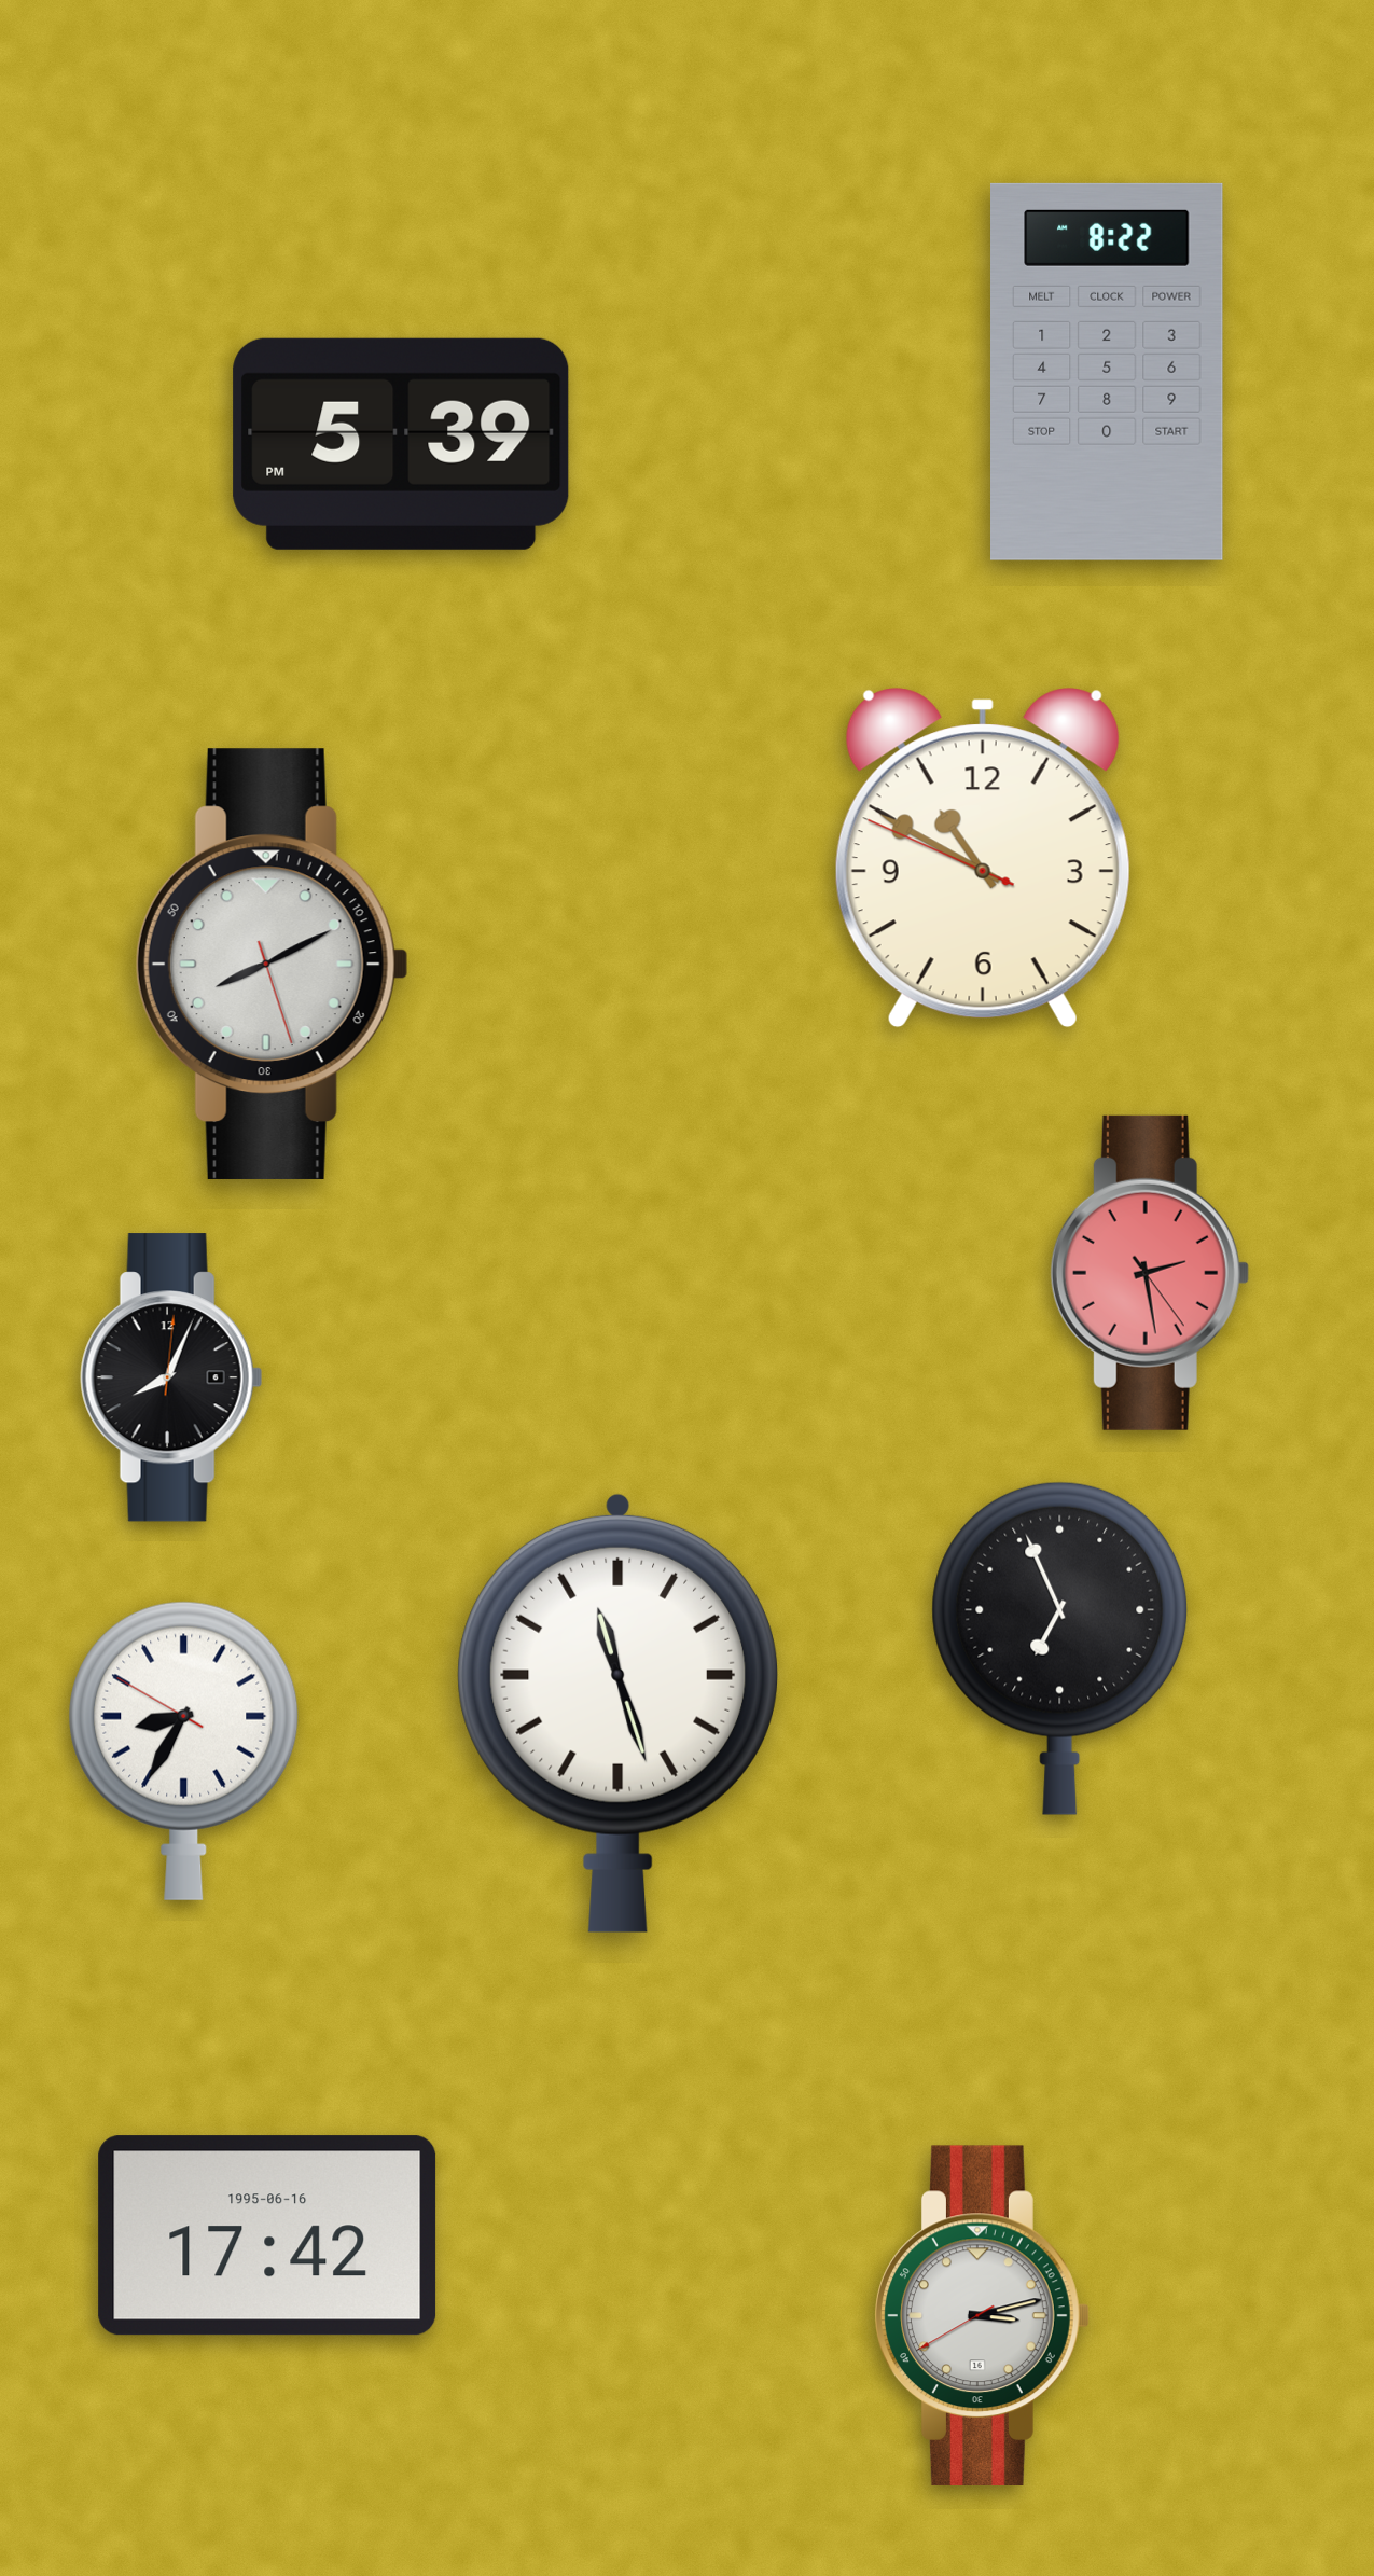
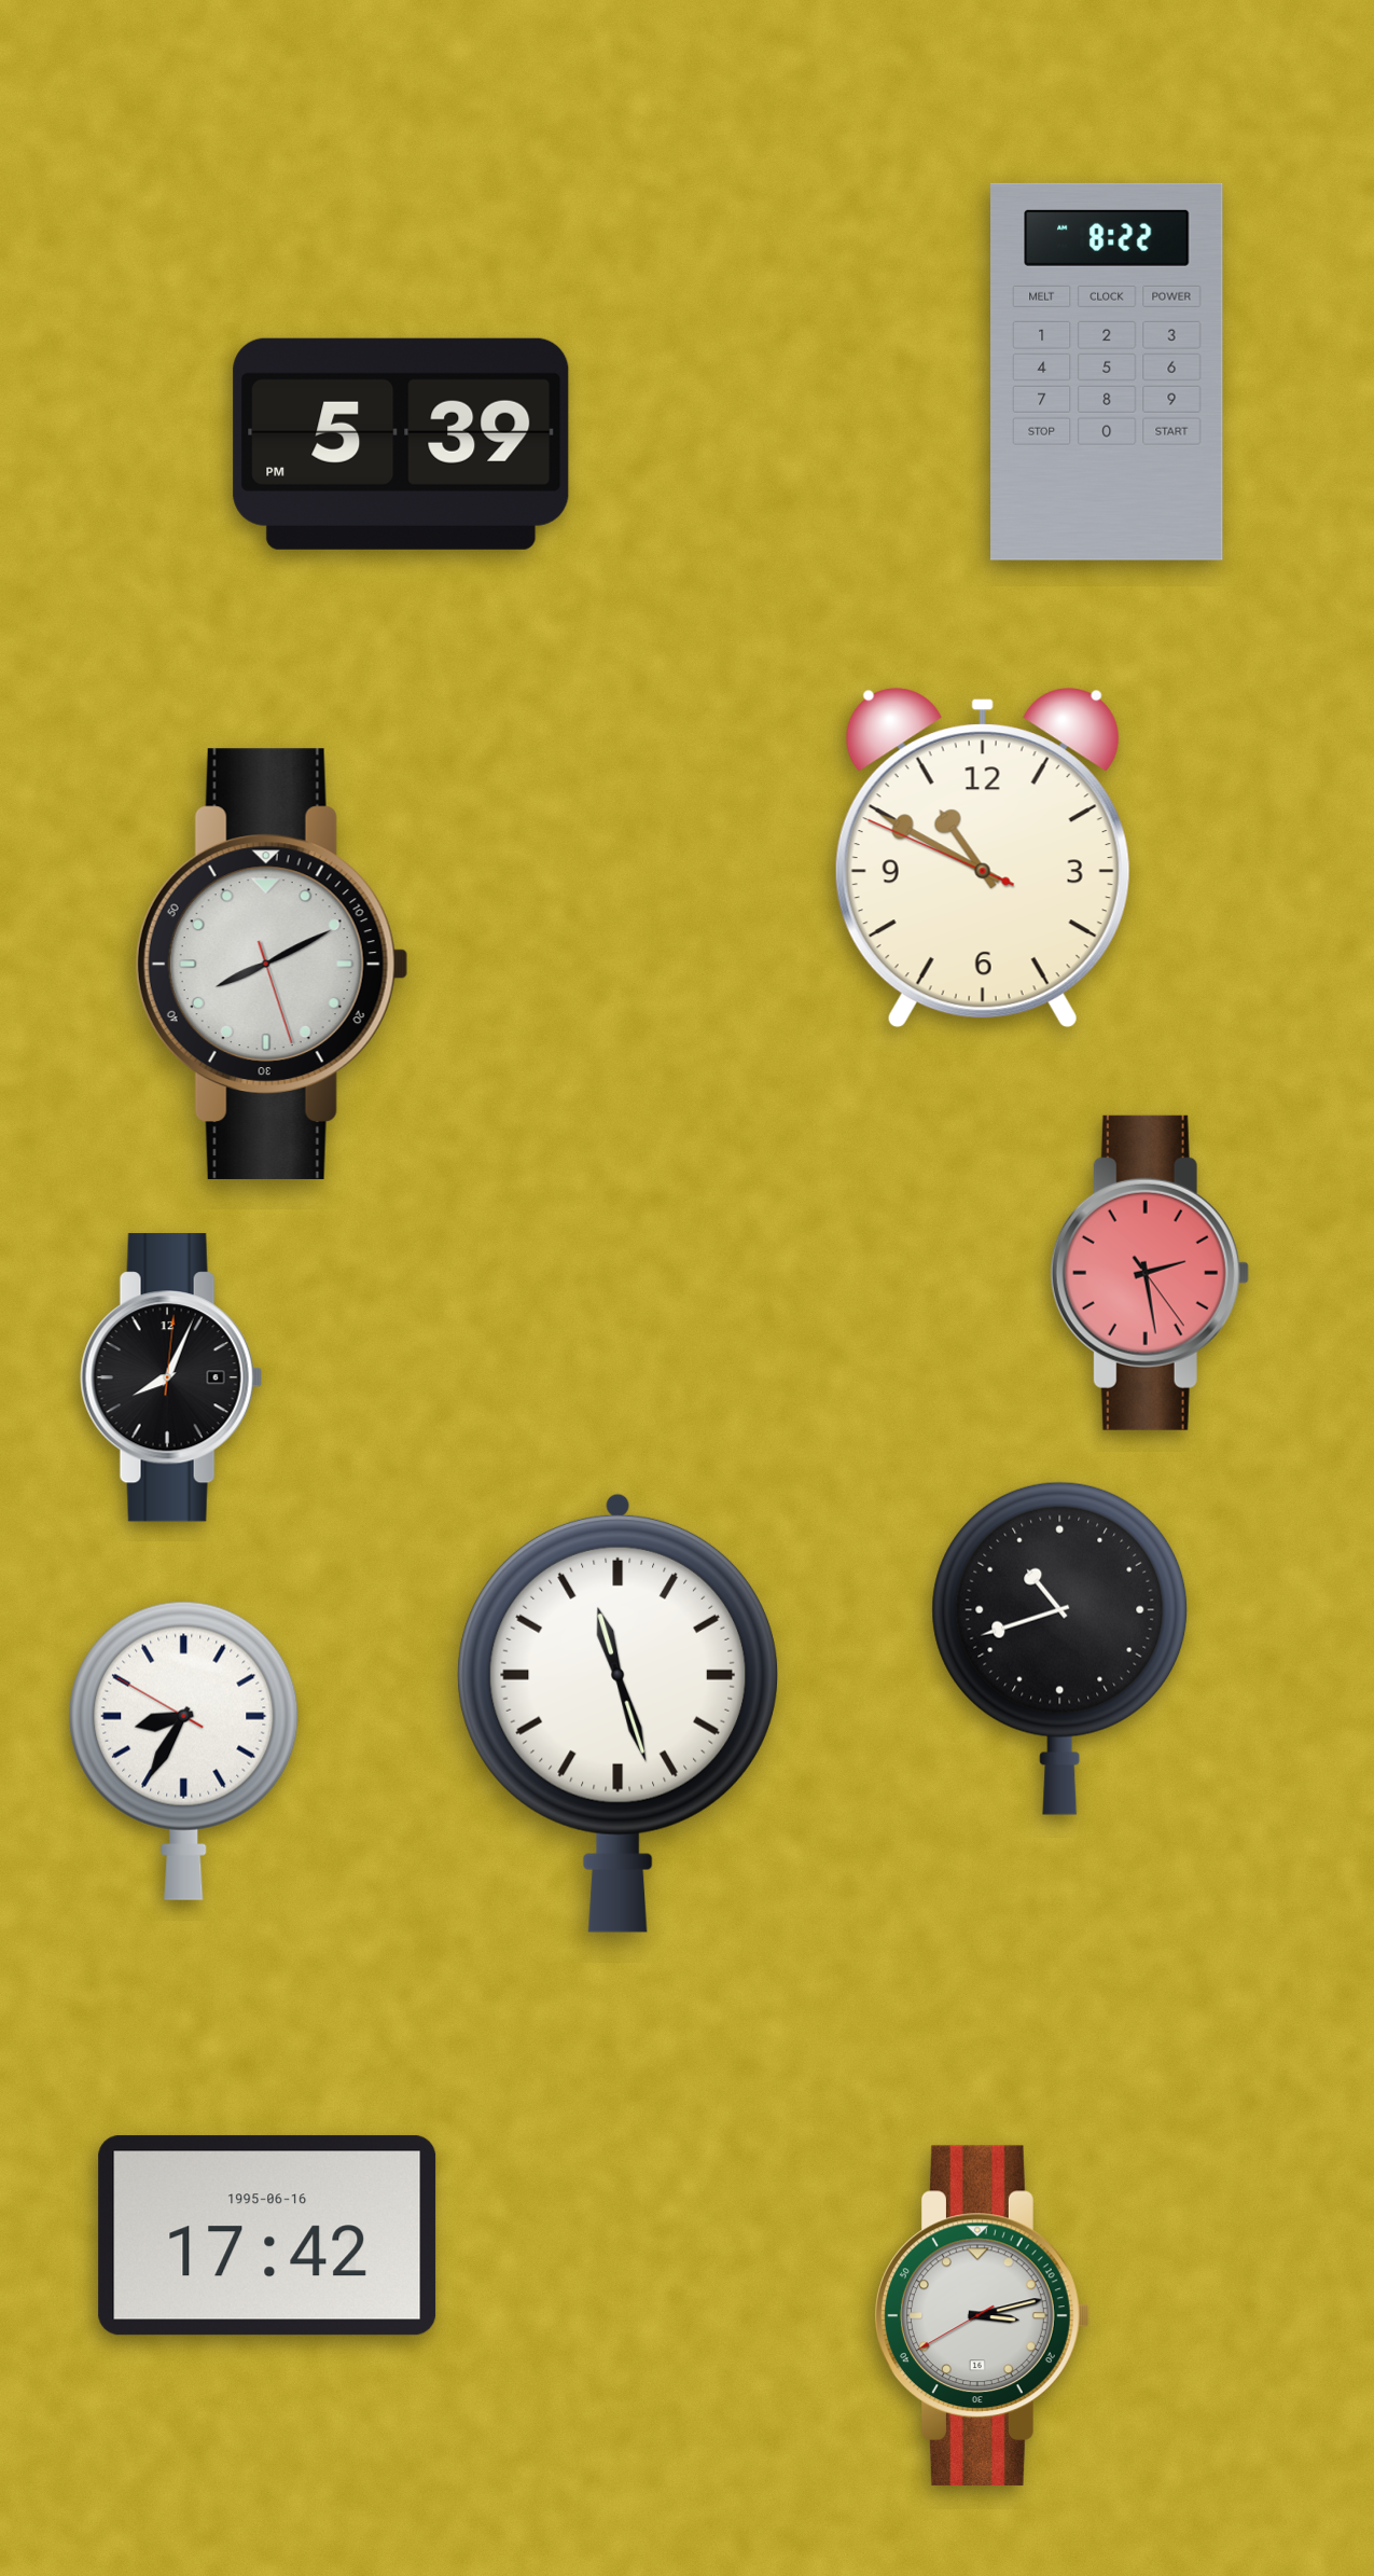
clock at (1060, 1648): 6:56 -> 10:42
